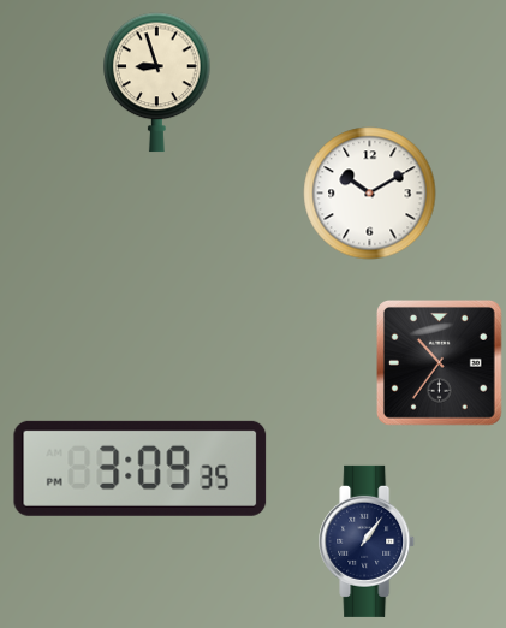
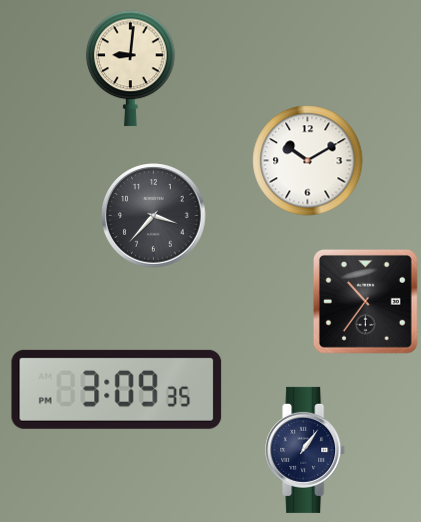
clock at (157, 83): 8:57 -> 9:01
clock at (154, 216): none -> 3:37
